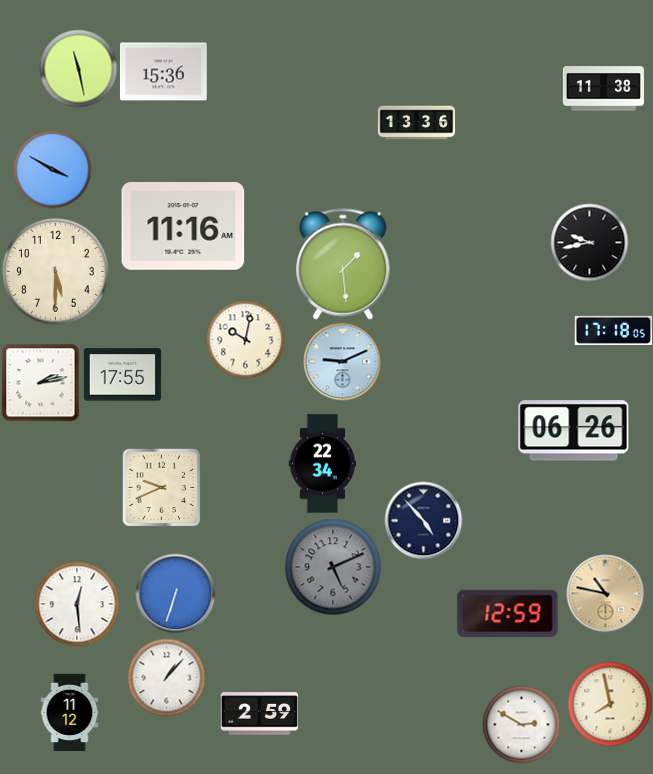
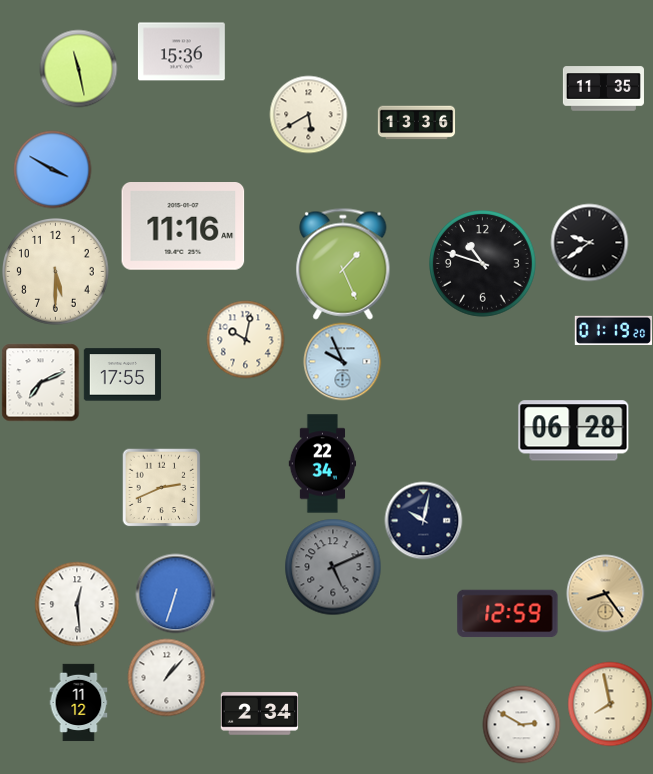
clock at (163, 72) position: (163, 72) -> (181, 52)
clock at (603, 89): 11:38 -> 11:35
clock at (308, 114): none -> 5:40
clock at (589, 242): 9:43 -> 9:39
clock at (343, 264): 1:29 -> 1:26
clock at (483, 264): none -> 10:48
clock at (613, 330): 17:18 -> 01:19
clock at (342, 361): 9:11 -> 9:56
clock at (40, 382): 2:13 -> 7:11
clock at (574, 431): 06:26 -> 06:28
clock at (161, 487): 9:41 -> 2:41
clock at (423, 520): 4:53 -> 10:02
clock at (605, 593): 10:47 -> 8:24
clock at (70, 712) position: (70, 712) -> (79, 702)
clock at (259, 714): 2:59 -> 2:34
